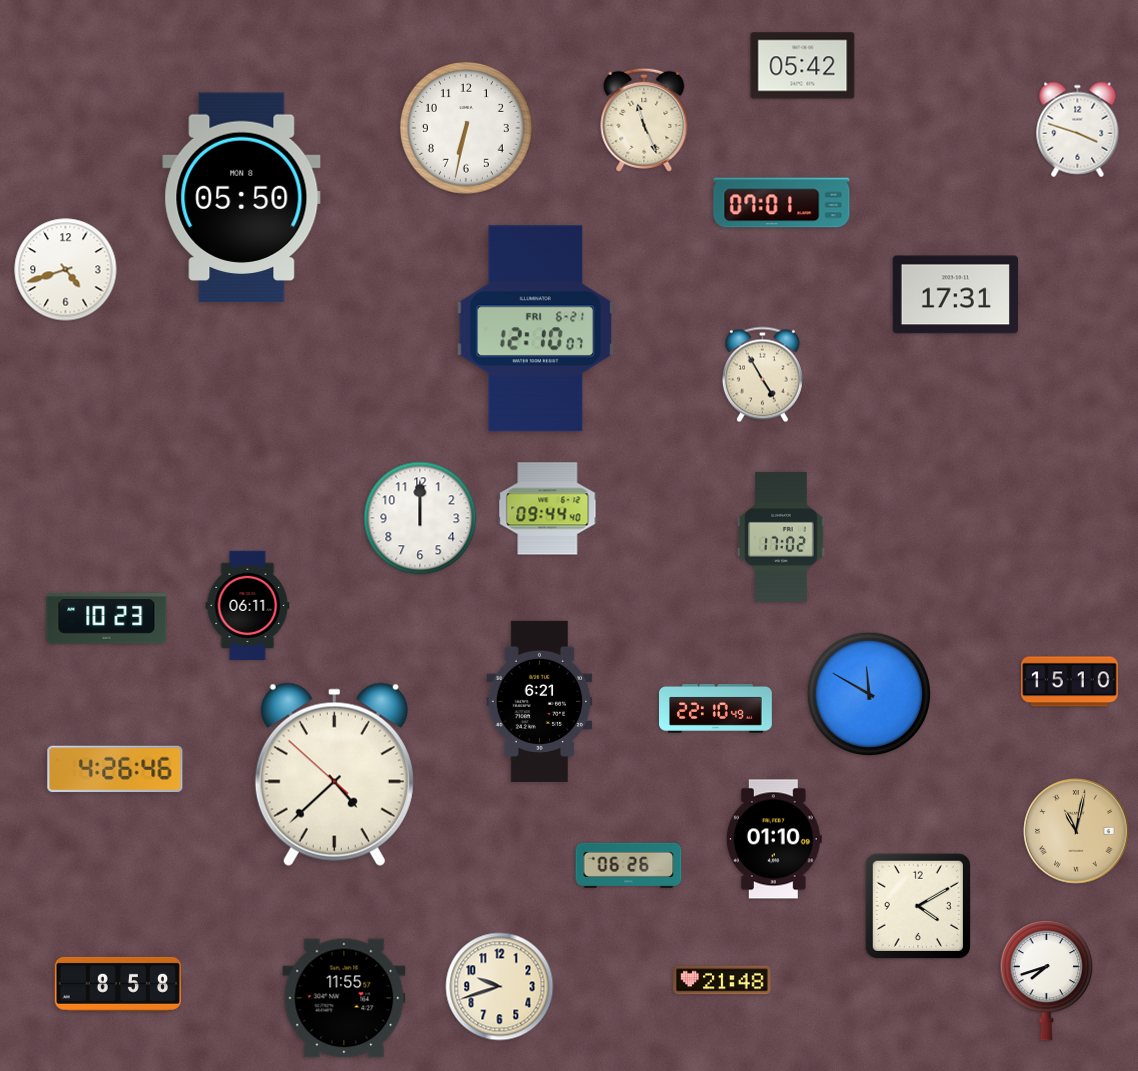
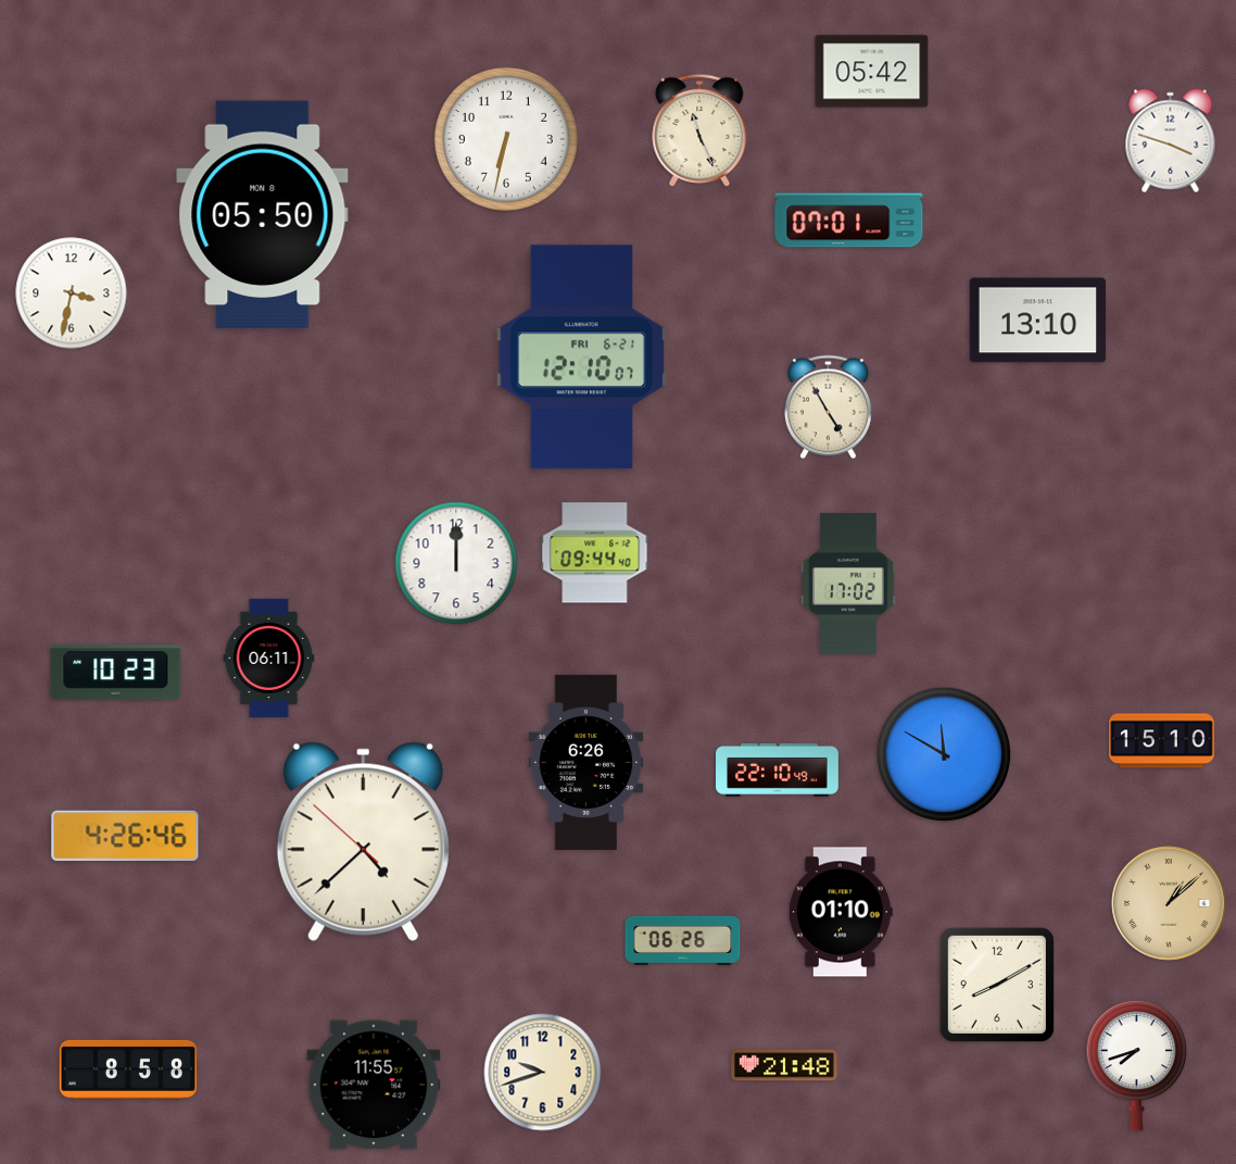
clock at (66, 270): 4:42 -> 3:32
clock at (956, 295): 17:31 -> 13:10
clock at (540, 701): 6:21 -> 6:26
clock at (1076, 831): 11:02 -> 1:08
clock at (918, 906): 4:10 -> 8:10
